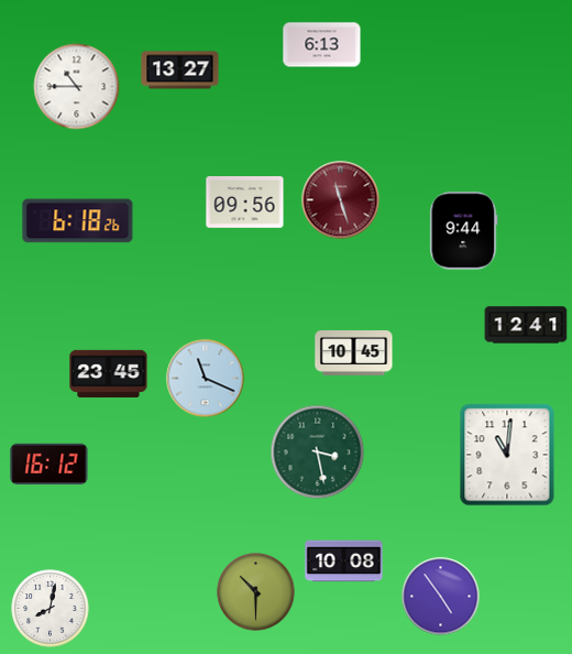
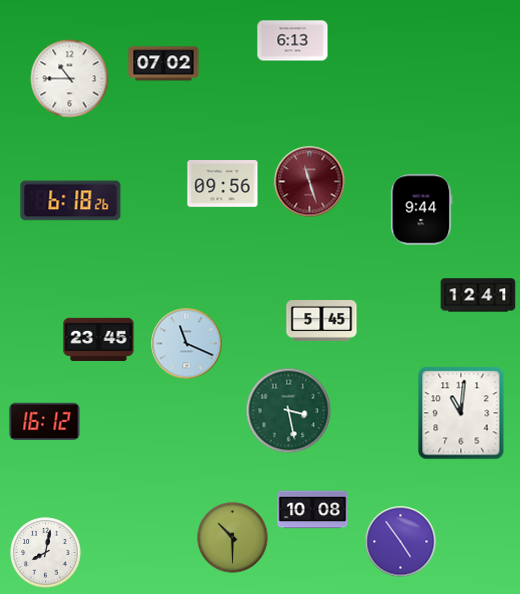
clock at (180, 70): 13:27 -> 07:02
clock at (354, 353): 10:45 -> 5:45
